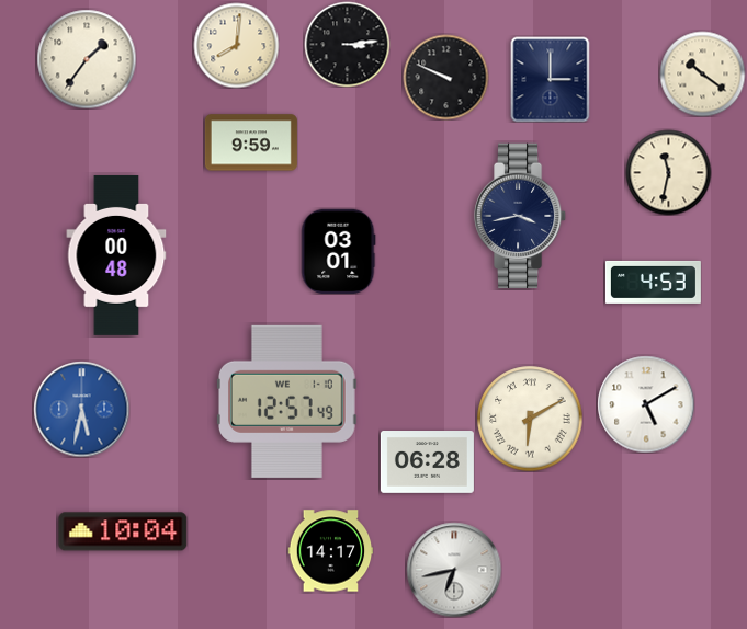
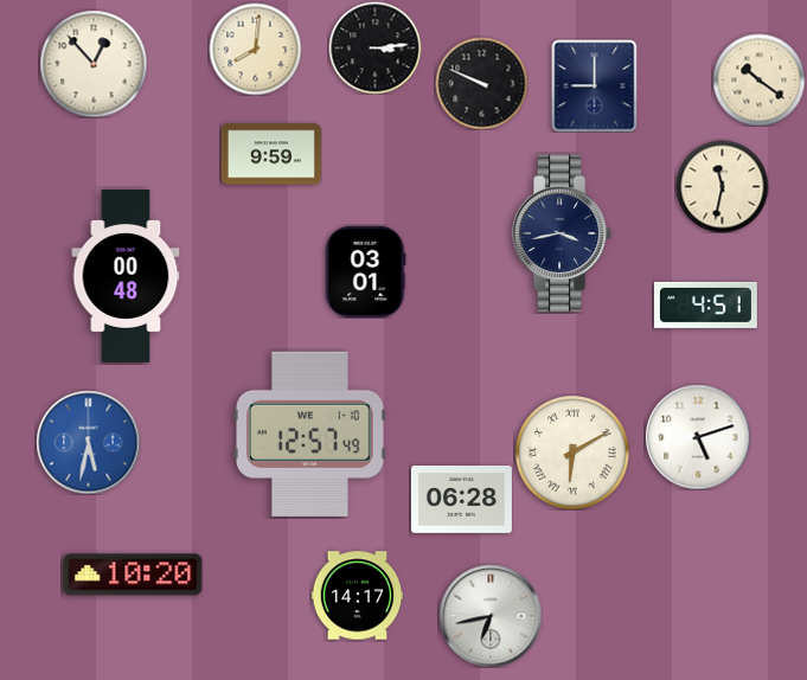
clock at (87, 59): 1:36 -> 12:53
clock at (551, 79): 3:00 -> 9:00
clock at (653, 282): 4:53 -> 4:51
clock at (646, 404): 5:10 -> 5:12
clock at (123, 531): 10:04 -> 10:20
